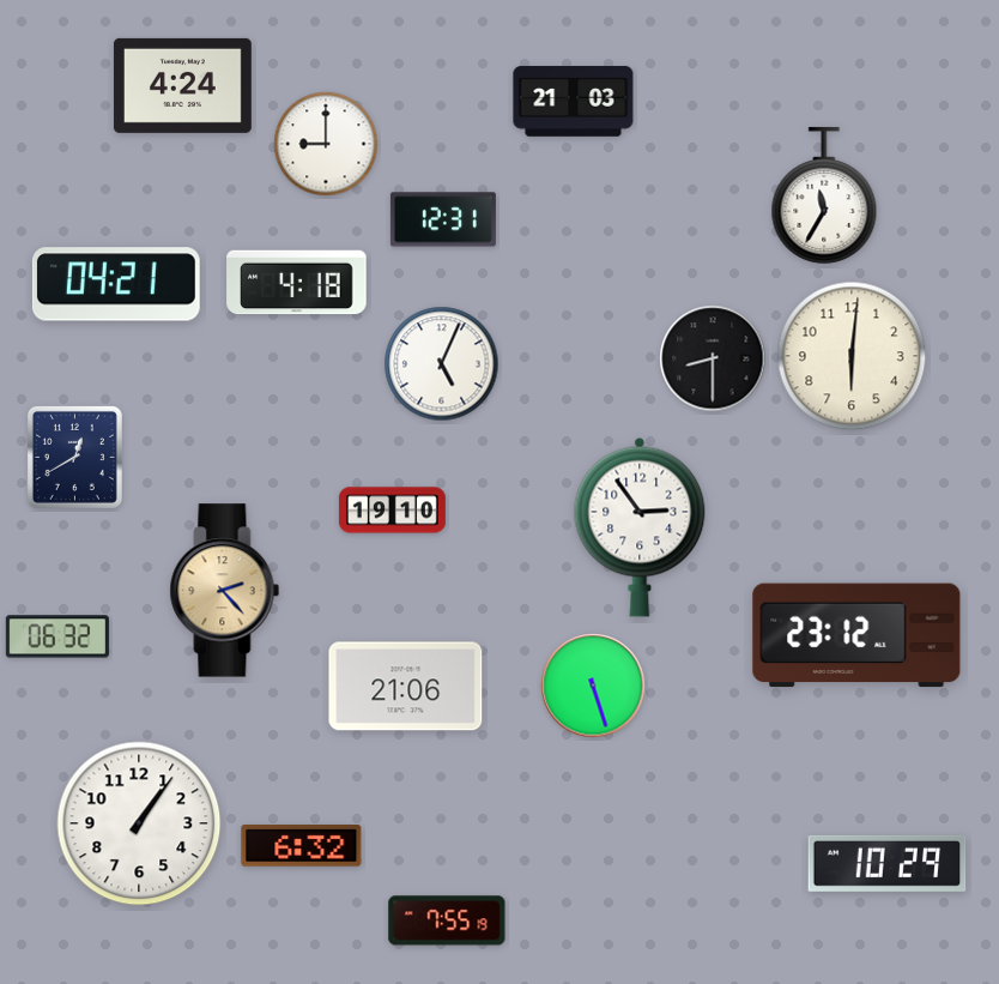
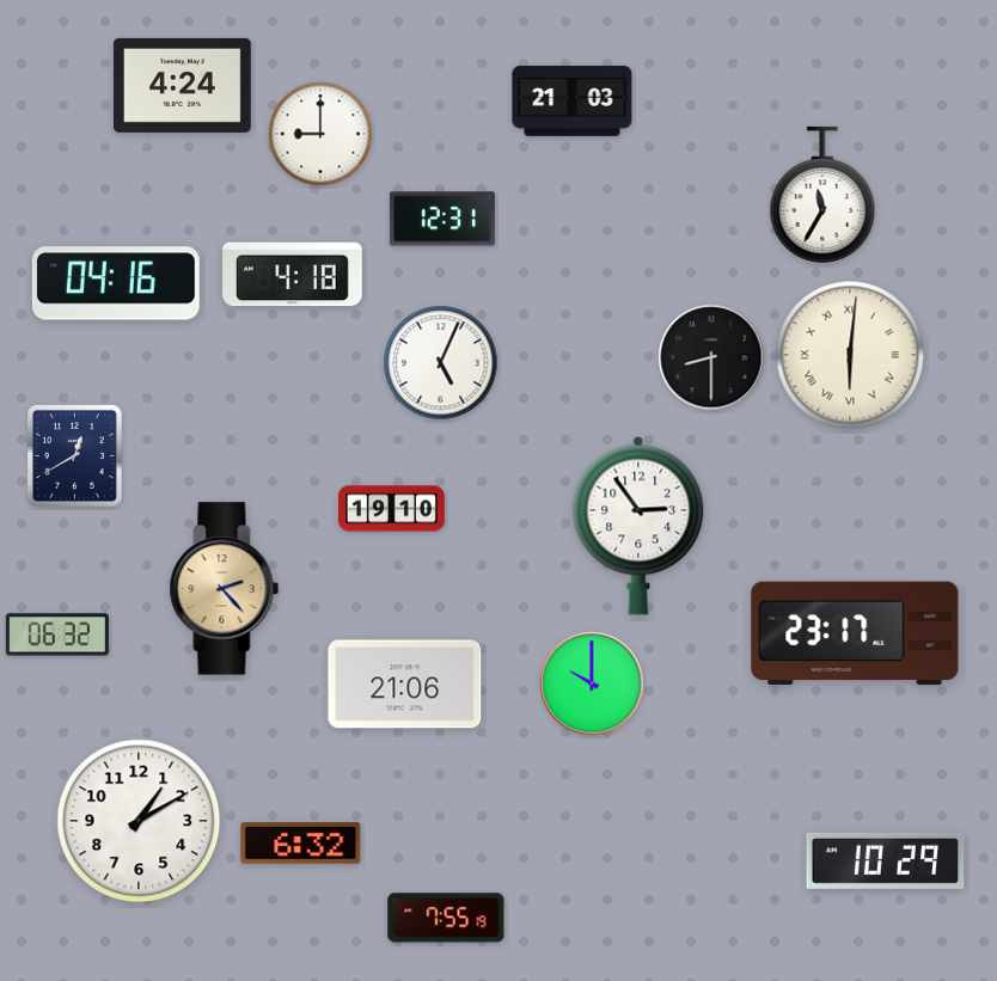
clock at (326, 144) position: (326, 144) -> (320, 134)
clock at (297, 283) position: (297, 283) -> (293, 275)
clock at (116, 284): 04:21 -> 04:16
clock at (852, 356) numerals: Arabic -> Roman
clock at (856, 635): 23:12 -> 23:17
clock at (593, 686): 5:27 -> 10:00
clock at (139, 823): 1:06 -> 1:10
